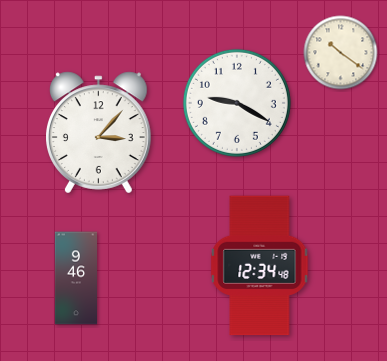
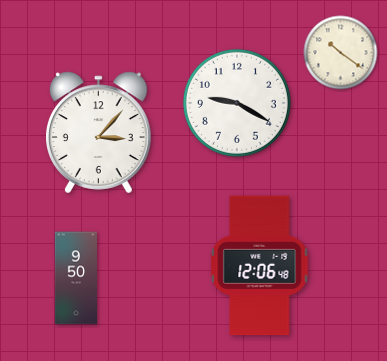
clock at (260, 266): 12:34 -> 12:06
clock at (76, 278): 9:46 -> 9:50
